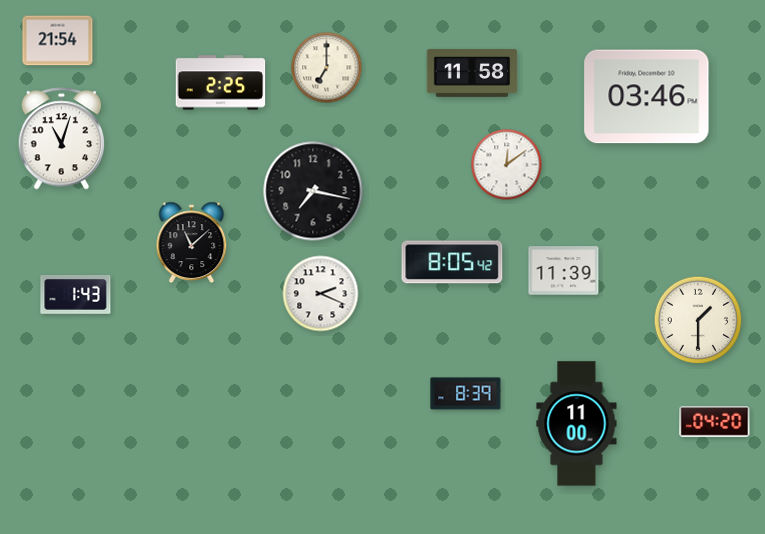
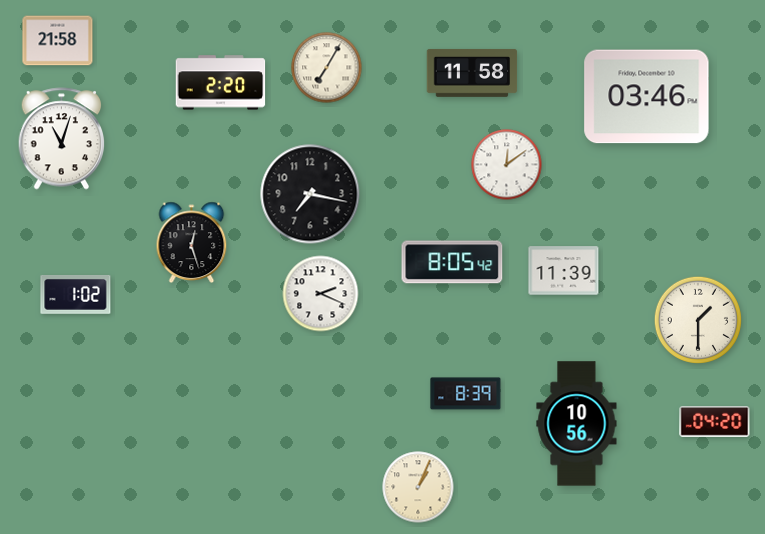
clock at (58, 41): 21:54 -> 21:58
clock at (327, 68): 7:00 -> 7:05
clock at (221, 83): 2:25 -> 2:20
clock at (313, 191) position: (313, 191) -> (310, 194)
clock at (192, 242): 11:08 -> 12:27
clock at (76, 294): 1:43 -> 1:02
clock at (577, 424): 11:00 -> 10:56
clock at (418, 487): none -> 1:04
